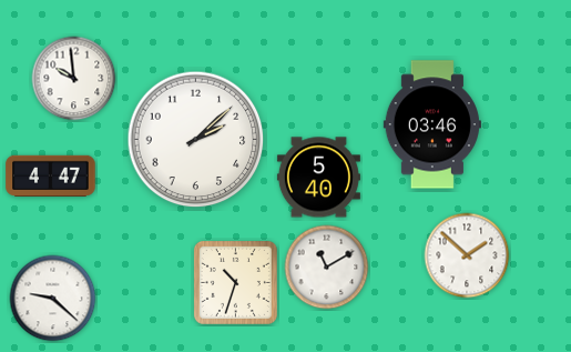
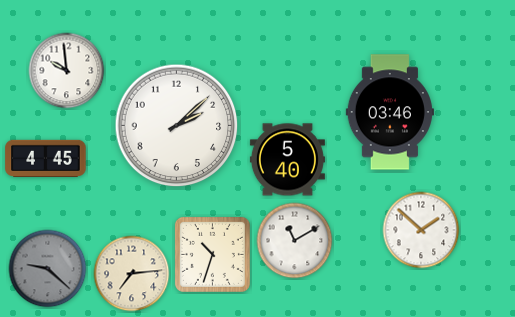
clock at (51, 175): 4:47 -> 4:45
clock at (53, 299) dial: white -> grey
clock at (132, 274): none -> 7:14
